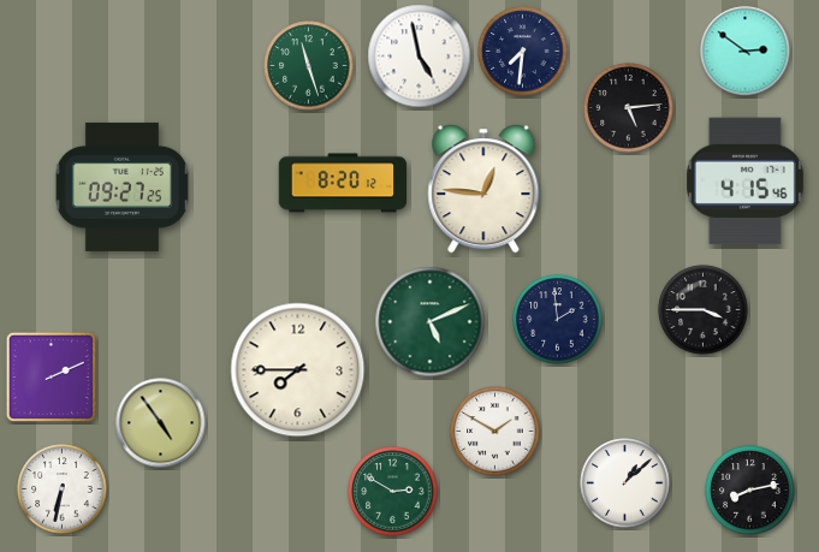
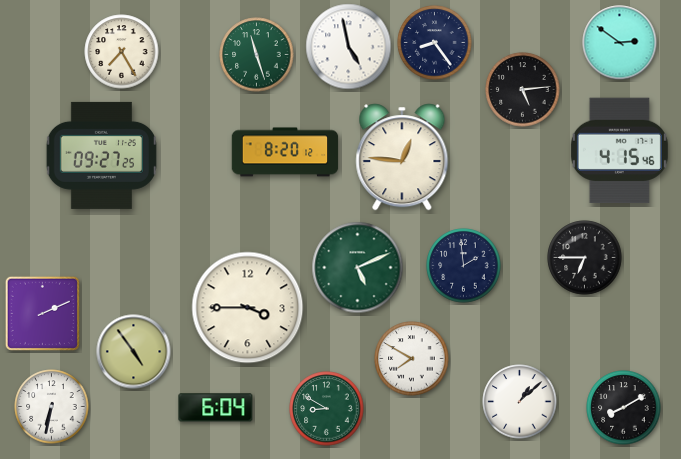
clock at (523, 52): 7:31 -> 8:24
clock at (122, 52): none -> 7:25
clock at (704, 310): 3:45 -> 6:45
clock at (298, 370): 7:45 -> 3:45
clock at (495, 432): 1:50 -> 7:50
clock at (216, 408): none -> 6:04
clock at (750, 491): 8:13 -> 8:10
clock at (393, 492): 2:50 -> 8:50
